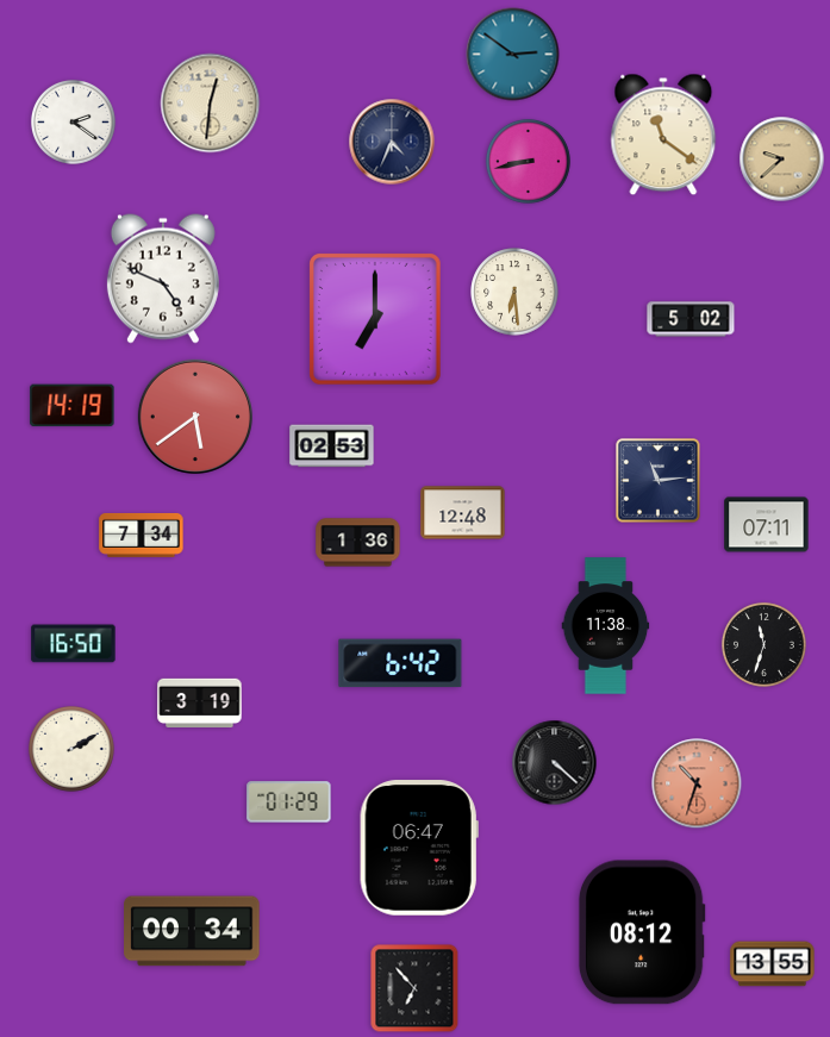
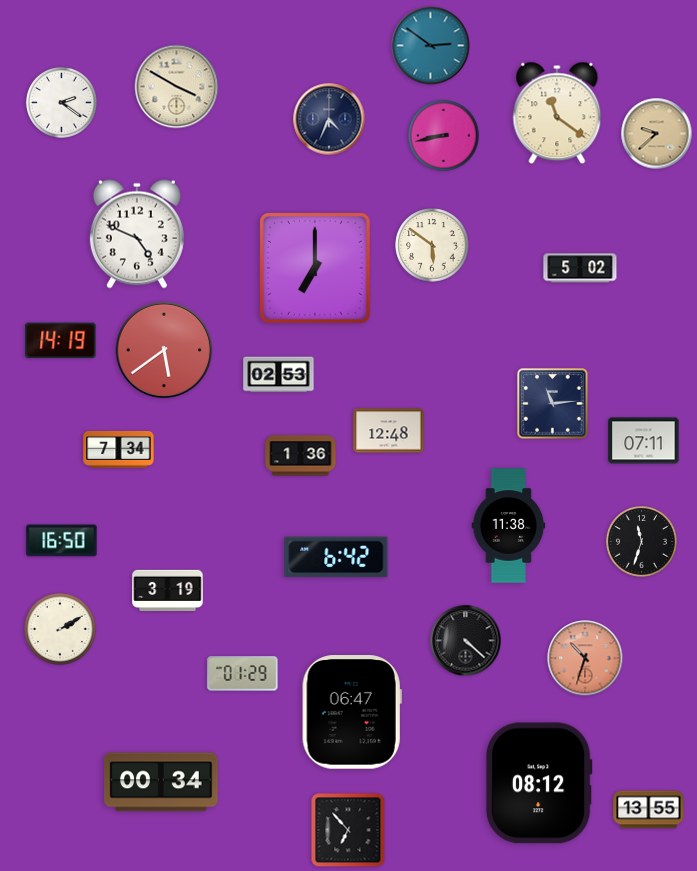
clock at (211, 104): 12:31 -> 3:50
clock at (514, 292): 6:29 -> 5:51
